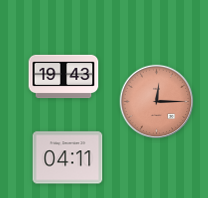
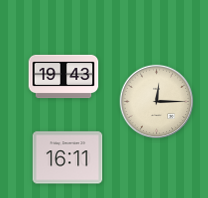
clock at (157, 102) dial: salmon -> cream
clock at (68, 158): 04:11 -> 16:11
